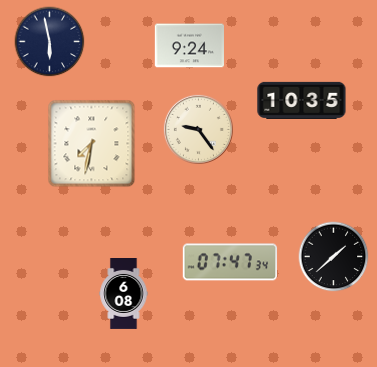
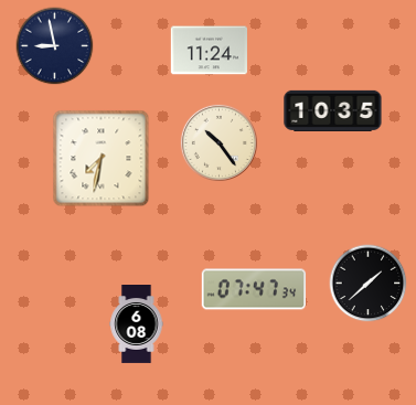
clock at (50, 42): 5:58 -> 8:58
clock at (189, 46): 9:24 -> 11:24
clock at (198, 129): 9:24 -> 10:24
